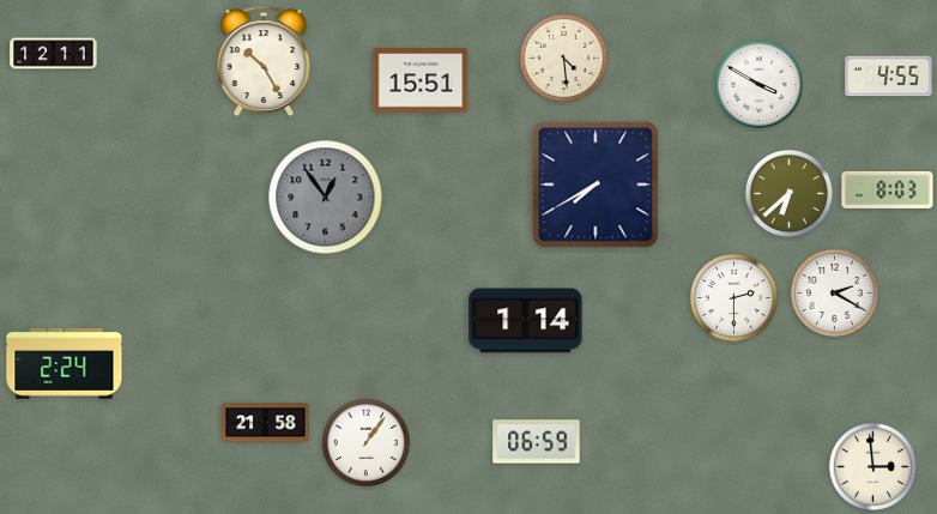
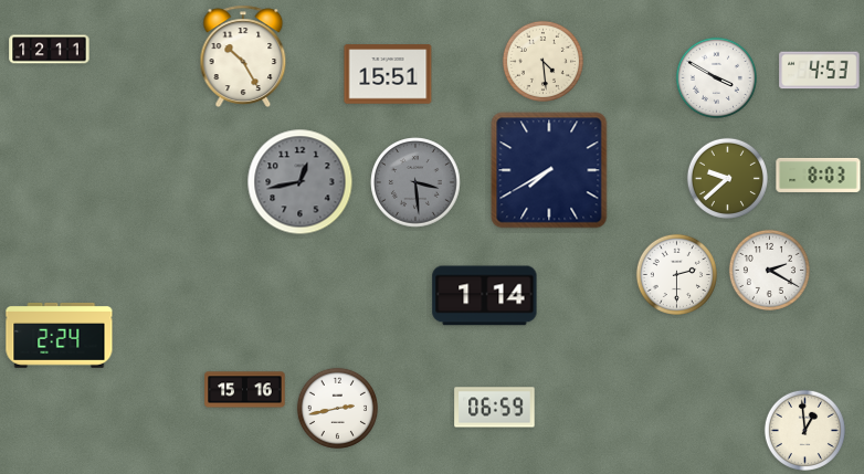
clock at (563, 58) position: (563, 58) -> (542, 61)
clock at (889, 77): 4:55 -> 4:53
clock at (758, 84) position: (758, 84) -> (716, 77)
clock at (788, 193): 6:38 -> 9:38
clock at (326, 198): 12:54 -> 12:43
clock at (415, 182): none -> 3:29
clock at (266, 423): 21:58 -> 15:16
clock at (365, 442): 1:06 -> 2:43
clock at (872, 466): 2:59 -> 12:59
